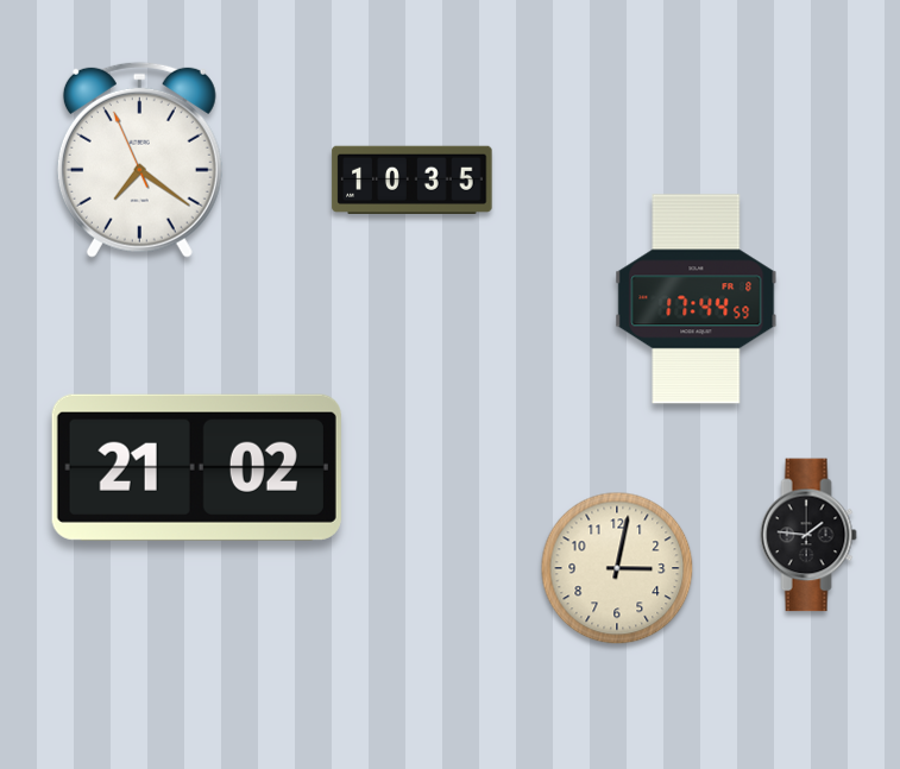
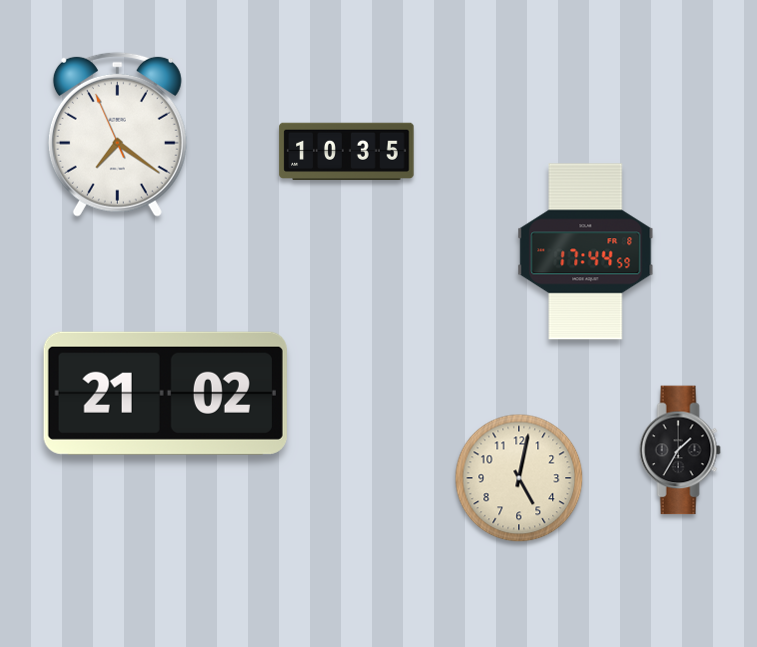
clock at (808, 535): 1:46 -> 1:35
clock at (617, 568): 3:02 -> 5:02
